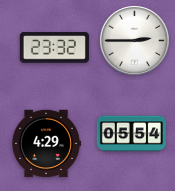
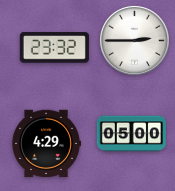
clock at (131, 134): 05:54 -> 05:00
